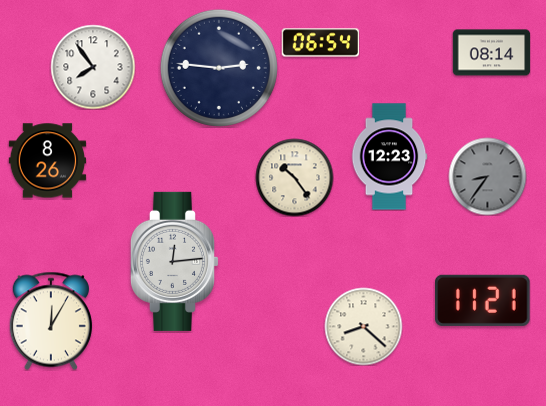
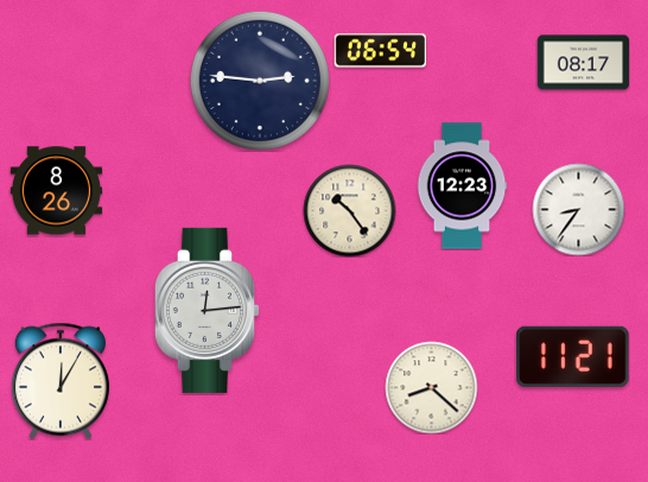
clock at (491, 53): 08:14 -> 08:17
clock at (93, 67): 7:54 -> none
clock at (487, 176) dial: grey -> white
